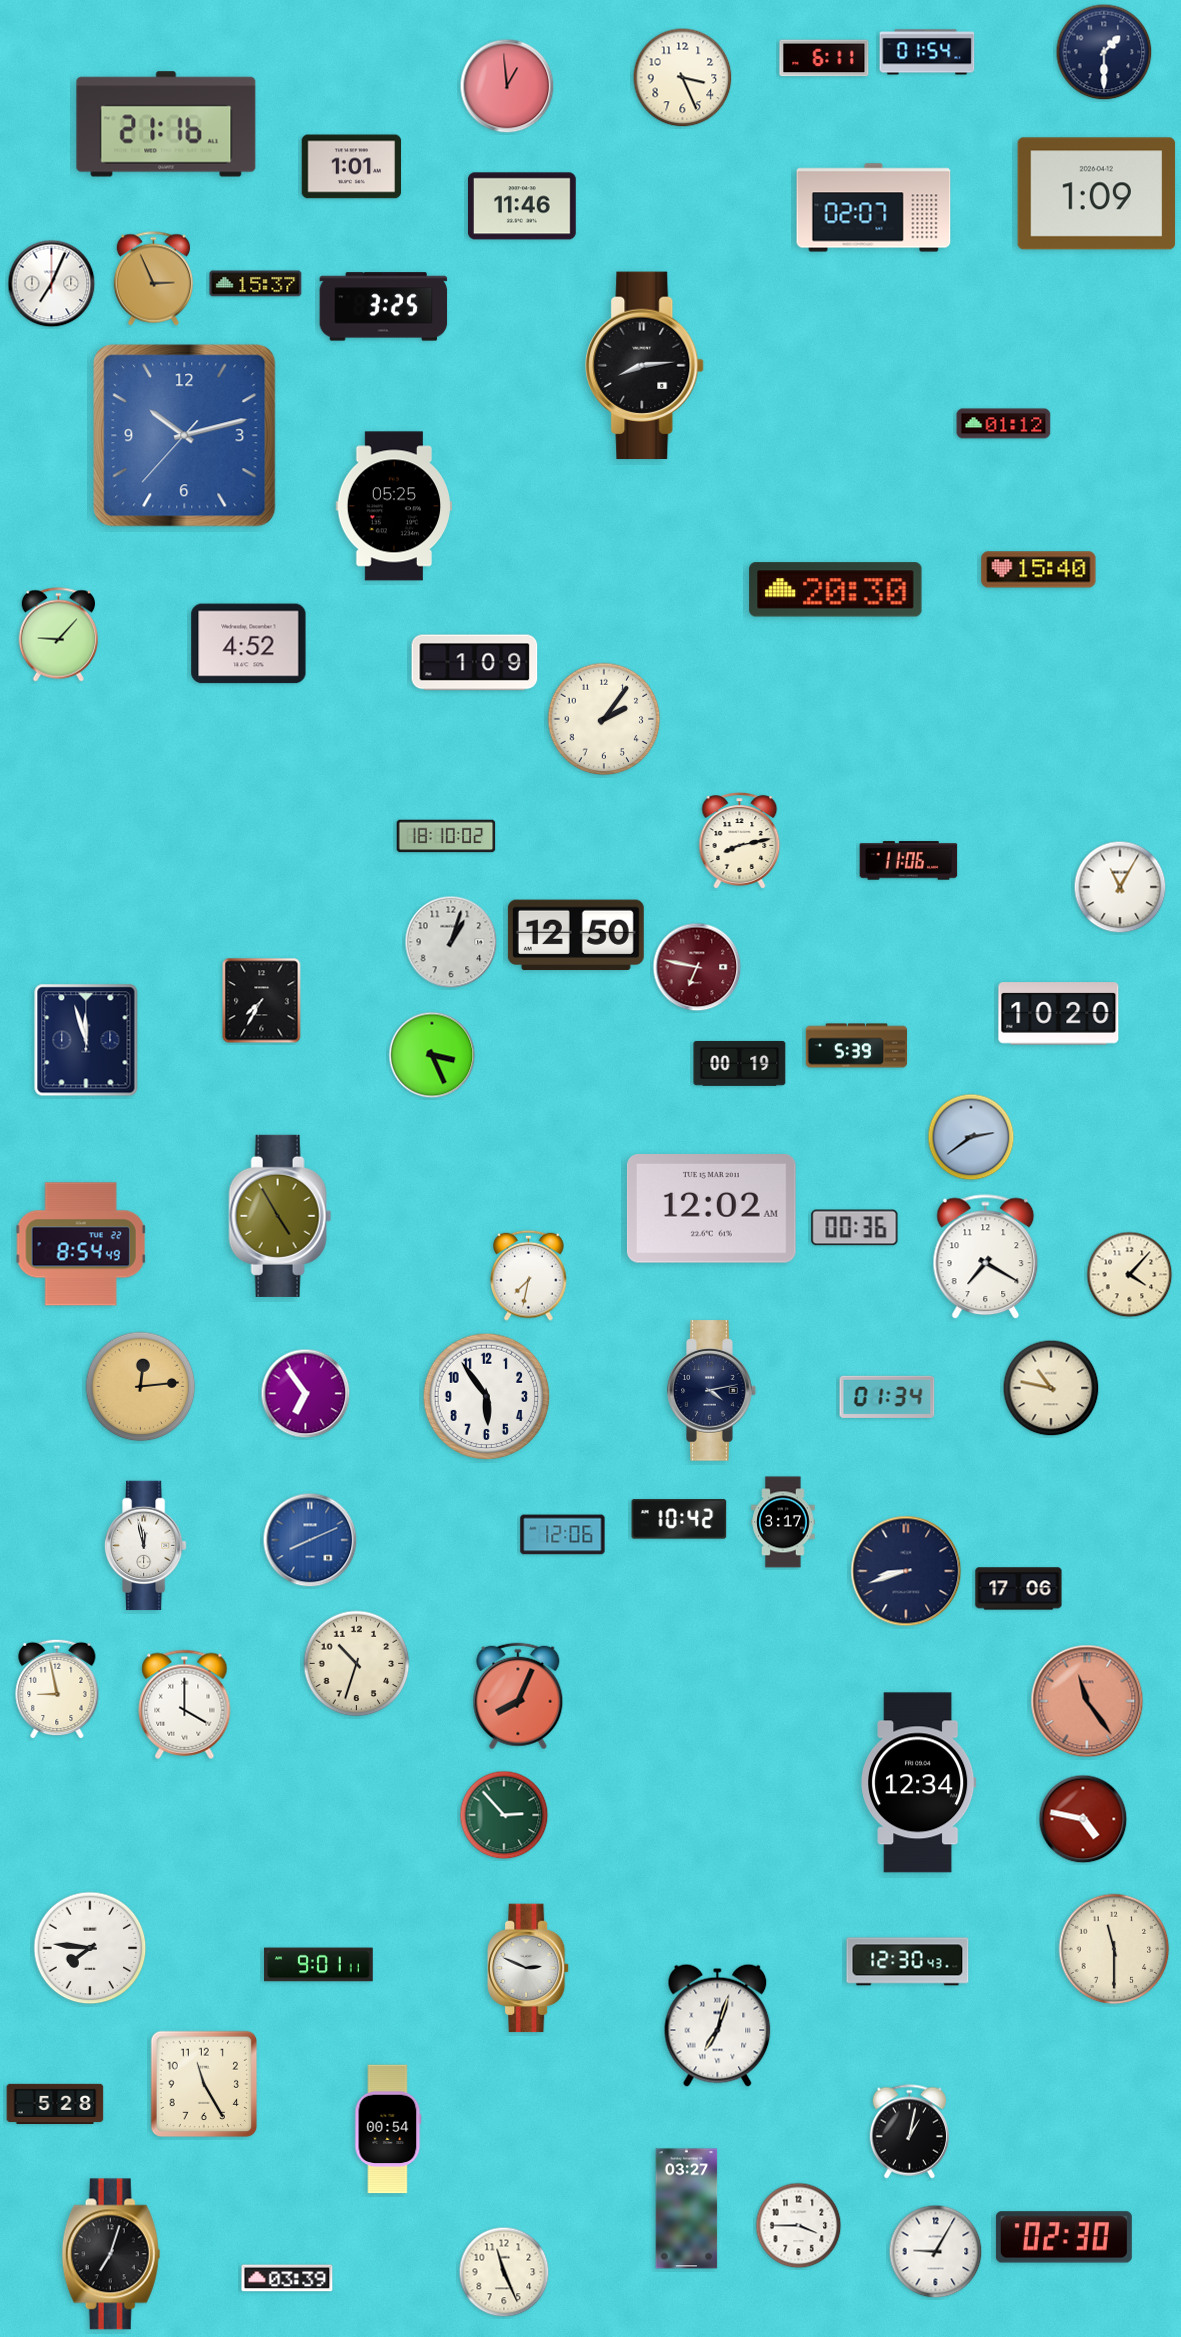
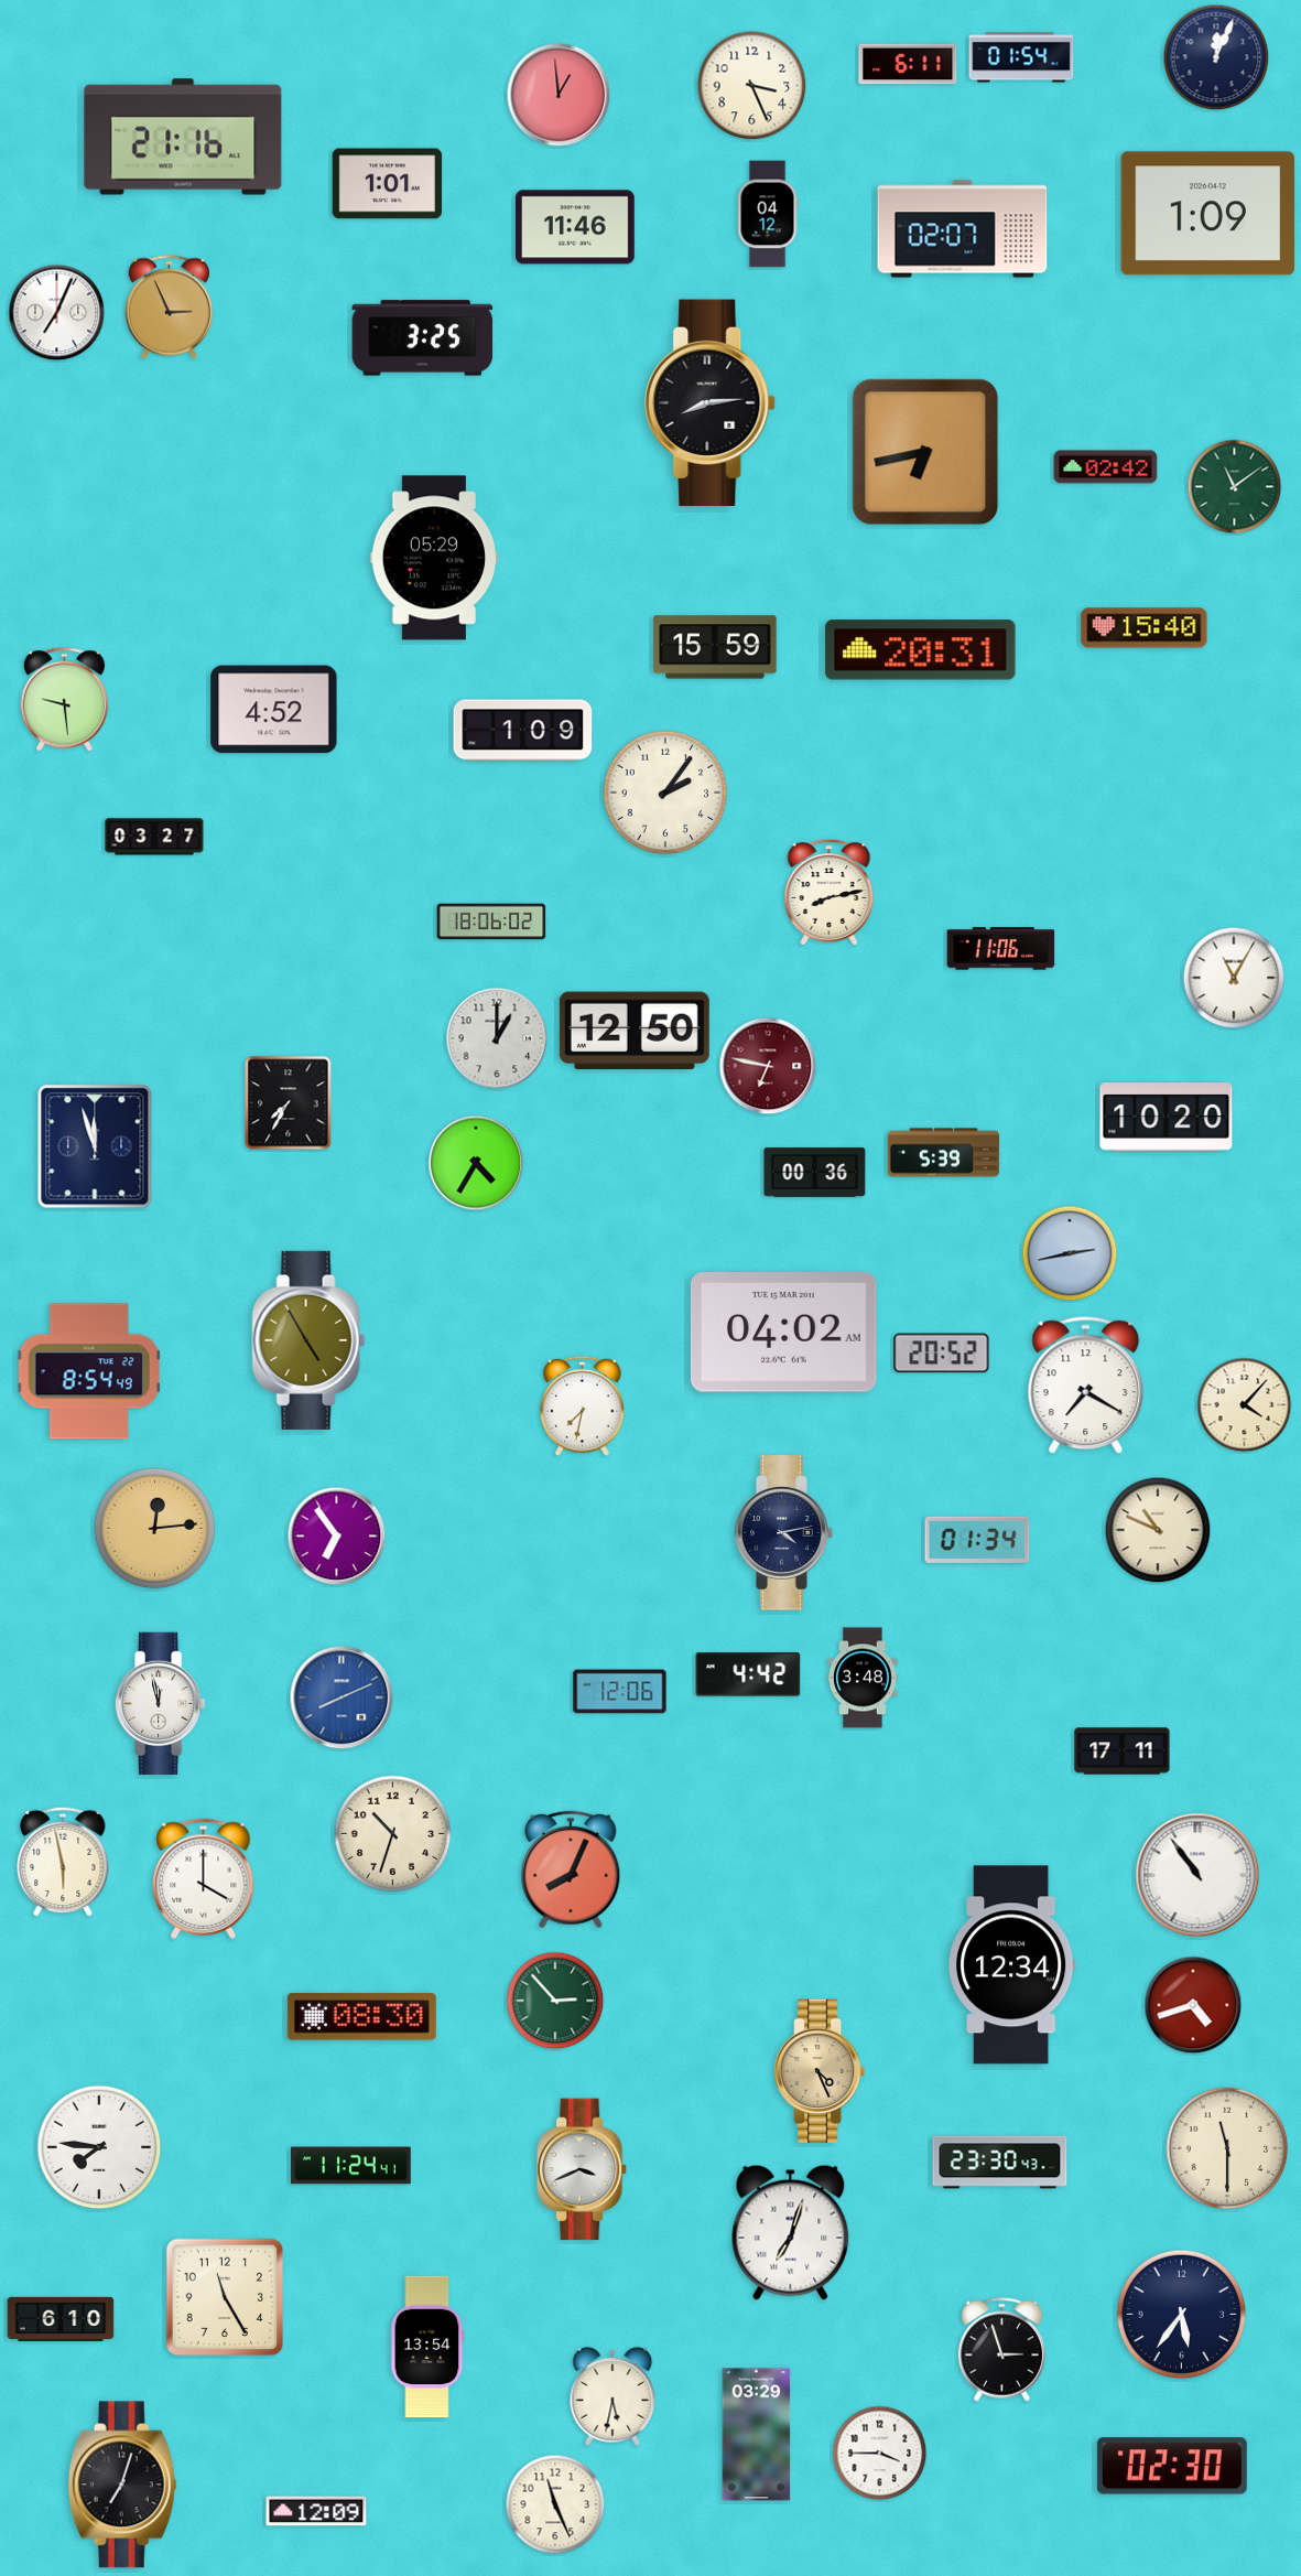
clock at (1104, 52): 1:30 -> 12:04
clock at (768, 214): none -> 04:12
clock at (256, 284): 15:37 -> none
clock at (925, 452): none -> 6:43
clock at (1004, 424): 01:12 -> 02:42
clock at (185, 436): 10:12 -> none
clock at (1235, 487): none -> 11:09
clock at (394, 506): 05:25 -> 05:29
clock at (715, 647): none -> 15:59
clock at (836, 590): 20:30 -> 20:31
clock at (58, 635): 9:07 -> 9:29
clock at (154, 837): none -> 03:27
clock at (446, 836): 18:10 -> 18:06
clock at (740, 841) position: (740, 841) -> (830, 893)
clock at (451, 942): 1:03 -> 1:00
clock at (432, 1055): 3:26 -> 4:35
clock at (740, 1063): 00:19 -> 00:36
clock at (971, 1137): 2:39 -> 2:43
clock at (711, 1209): 12:02 -> 04:02
clock at (855, 1228): 00:36 -> 20:52
clock at (1051, 1388): 10:47 -> 10:49
clock at (487, 1397): 5:54 -> none
clock at (679, 1519): 10:42 -> 4:42
clock at (783, 1522): 3:17 -> 3:48
clock at (906, 1571): 8:42 -> none
clock at (1019, 1589): 17:06 -> 17:11
clock at (57, 1689): 8:58 -> 5:58
clock at (1087, 1701): 11:24 -> 10:54
clock at (1087, 1701) dial: salmon -> white
clock at (1083, 1819): 4:47 -> 4:42
clock at (361, 2017): none -> 08:30
clock at (821, 2070): none -> 4:26
clock at (908, 1962): 12:30 -> 23:30
clock at (319, 1965): 9:01 -> 11:24
clock at (529, 1968): 2:49 -> 3:41
clock at (1182, 2315): none -> 5:36
clock at (55, 2103): 5:28 -> 6:10
clock at (388, 2129): 00:54 -> 13:54
clock at (909, 2132): 1:02 -> 2:57
clock at (612, 2397): none -> 5:32
clock at (687, 2209): 03:27 -> 03:29
clock at (936, 2252): 9:05 -> none
clock at (287, 2278): 03:39 -> 12:09
